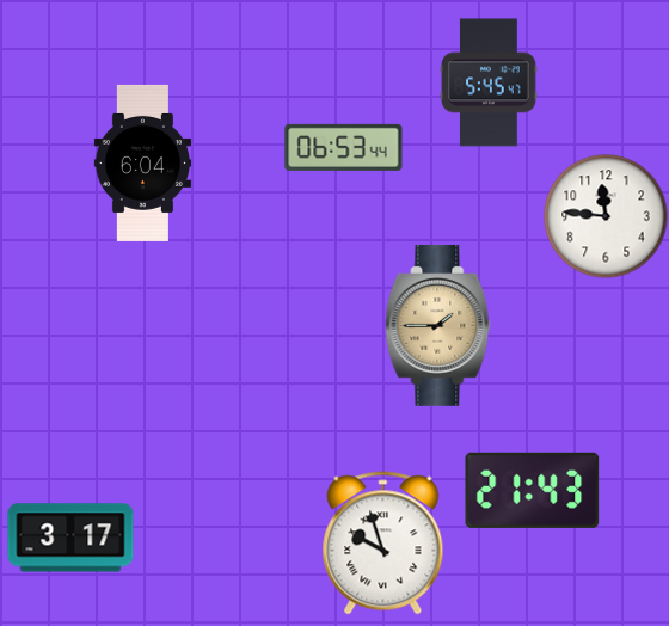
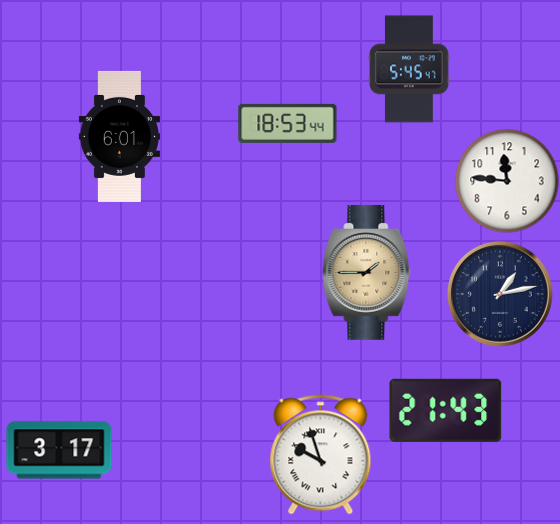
clock at (344, 147): 06:53 -> 18:53
clock at (142, 162): 6:04 -> 6:01
clock at (500, 294): none -> 1:13
